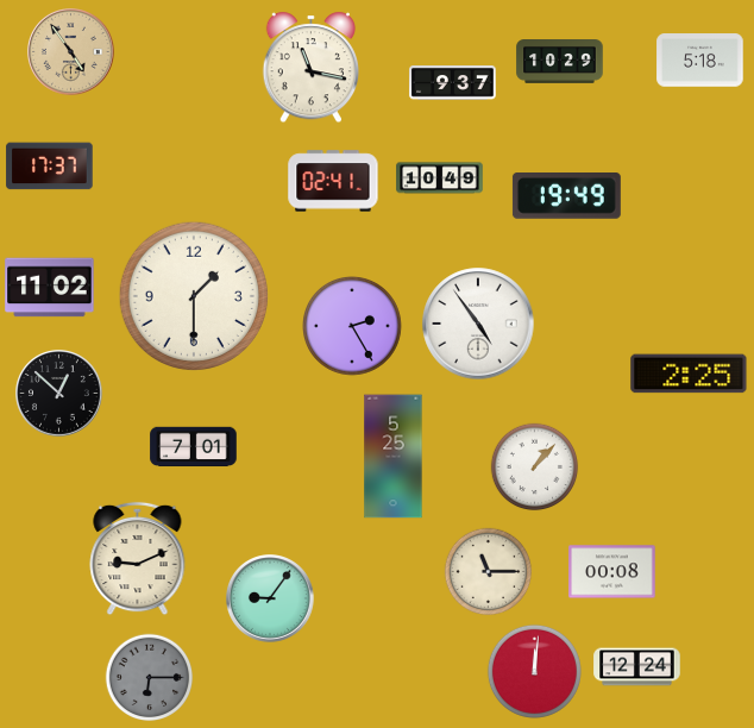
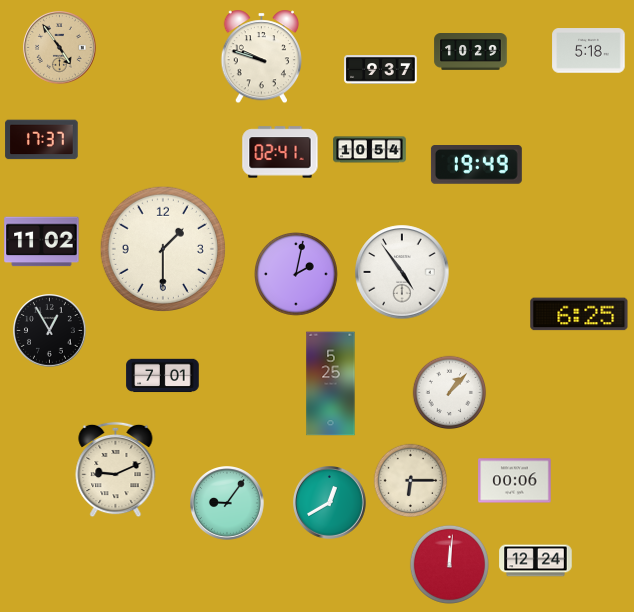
clock at (71, 52) position: (71, 52) -> (60, 48)
clock at (310, 68): 11:17 -> 9:48
clock at (440, 178): 10:49 -> 10:54
clock at (353, 327): 2:25 -> 2:02
clock at (689, 374): 2:25 -> 6:25
clock at (59, 394): 12:52 -> 12:55
clock at (489, 572): 11:15 -> 6:15
clock at (612, 572): 00:08 -> 00:06
clock at (330, 503): none -> 12:40
clock at (150, 678): 6:15 -> none
